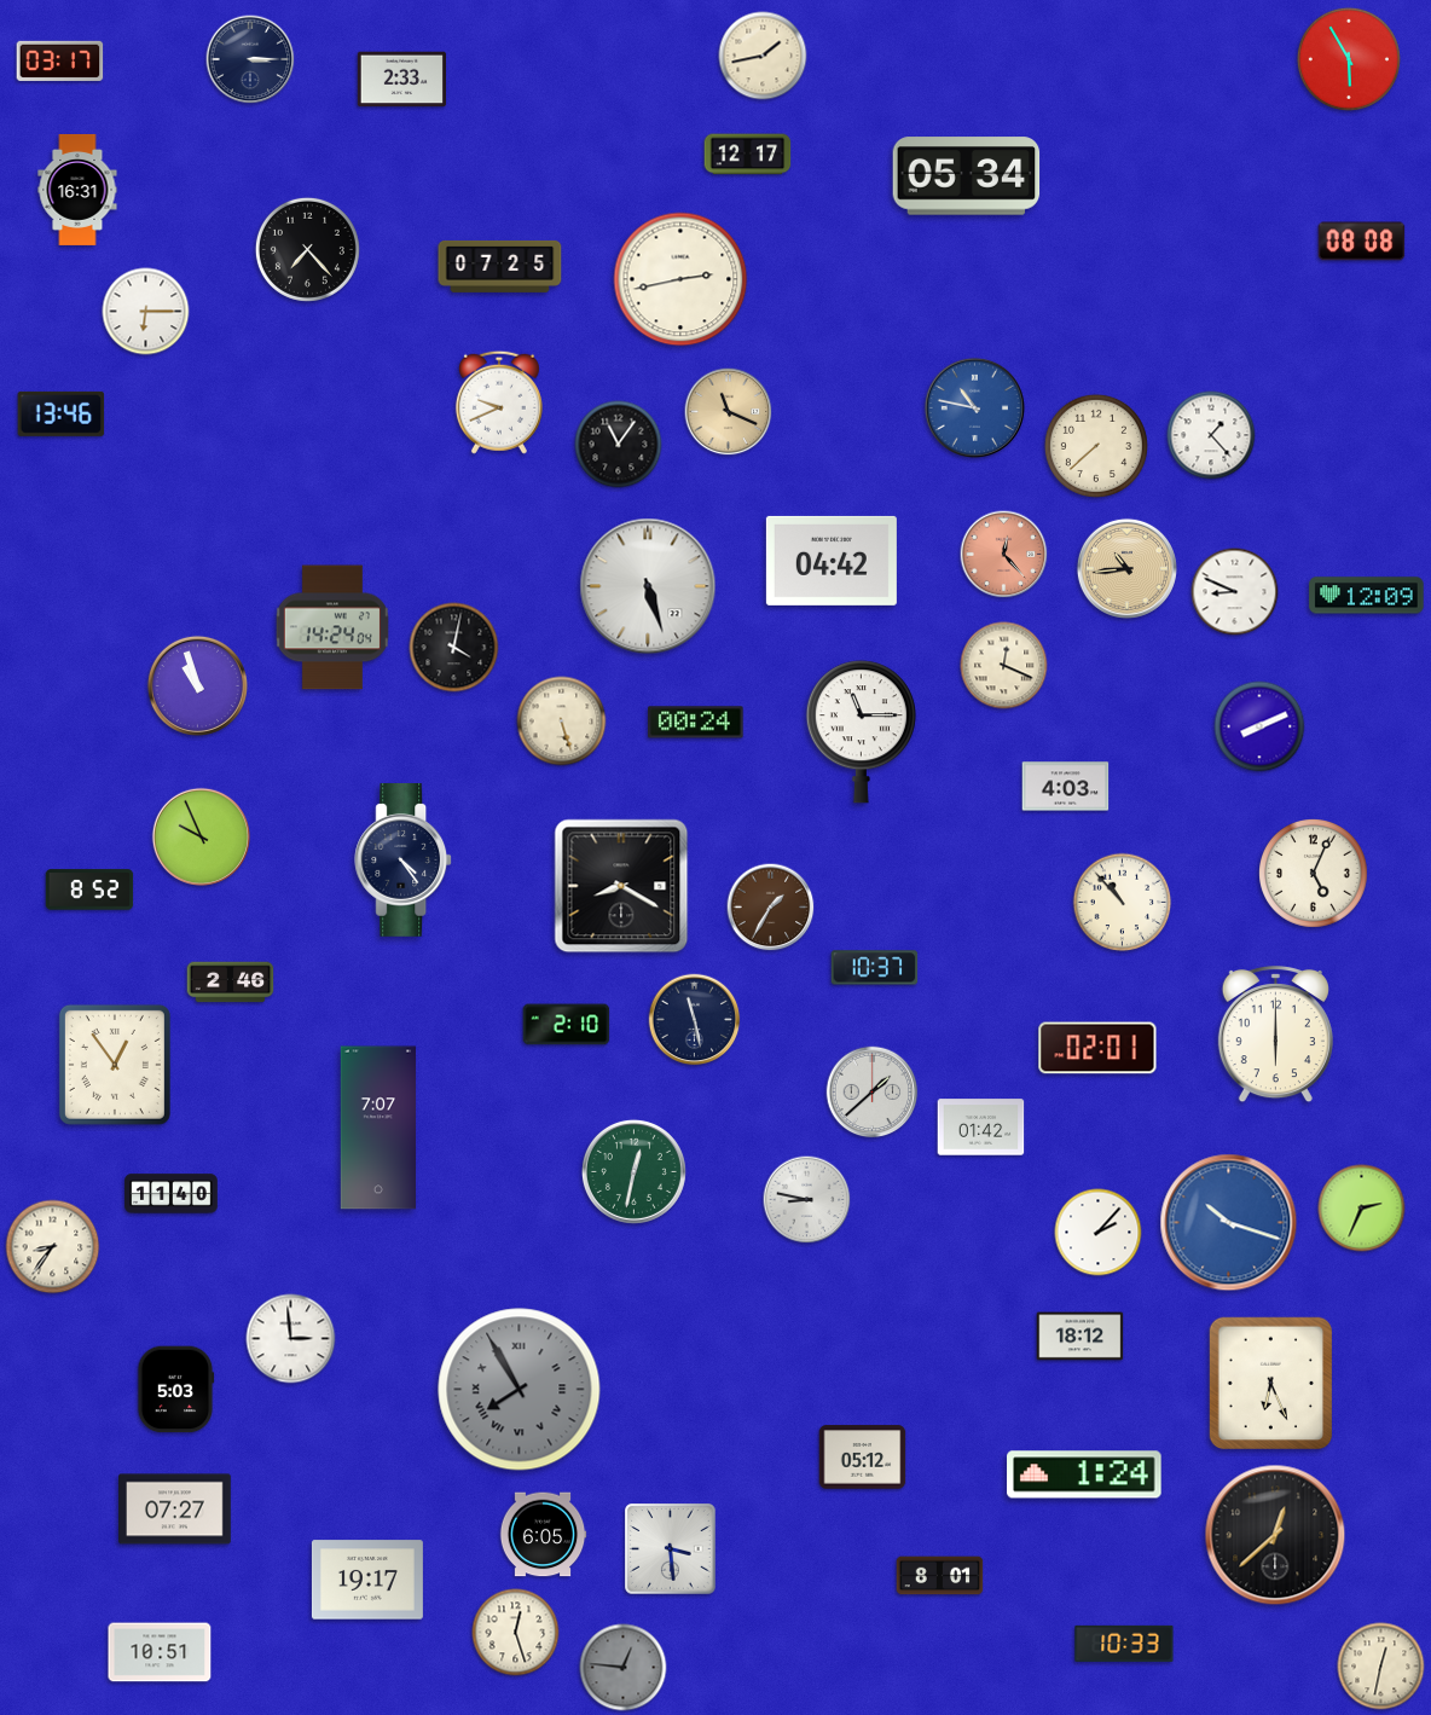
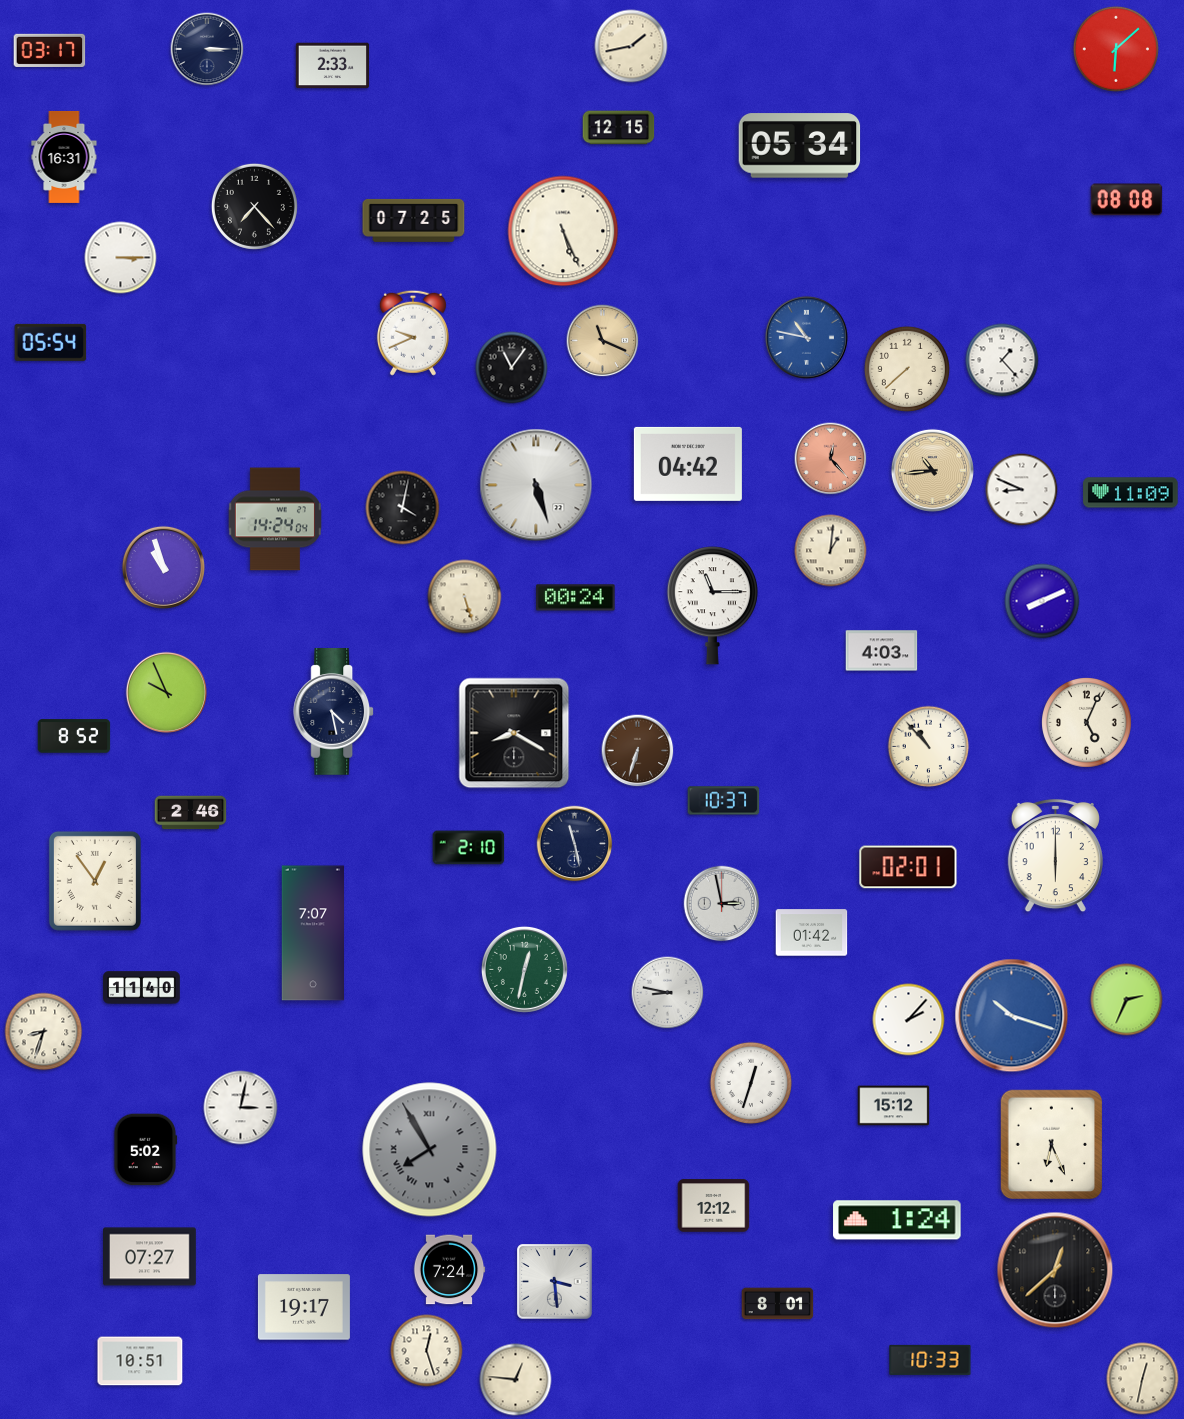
clock at (1349, 59): 5:55 -> 6:08
clock at (748, 155): 12:17 -> 12:15
clock at (680, 279): 2:43 -> 5:26
clock at (146, 312): 6:15 -> 3:15
clock at (62, 413): 13:46 -> 05:54
clock at (1367, 596): 12:09 -> 11:09
clock at (454, 648) position: (454, 648) -> (403, 508)
clock at (1004, 666): 12:19 -> 1:01
clock at (404, 861): 4:24 -> 4:28
clock at (771, 908): 1:35 -> 6:33
clock at (873, 1093): 1:38 -> 2:58
clock at (1229, 1223) position: (1229, 1223) -> (1012, 1016)
clock at (53, 1247): 8:36 -> 8:33
clock at (751, 1083): none -> 12:33
clock at (1081, 1337): 18:12 -> 15:12
clock at (291, 1339): 2:59 -> 3:02
clock at (175, 1390): 5:03 -> 5:02
clock at (863, 1458): 05:12 -> 12:12
clock at (175, 1510) position: (175, 1510) -> (150, 1257)
clock at (543, 1535): 6:05 -> 7:24
clock at (160, 1652) position: (160, 1652) -> (140, 1361)
clock at (624, 1668) dial: grey -> cream
